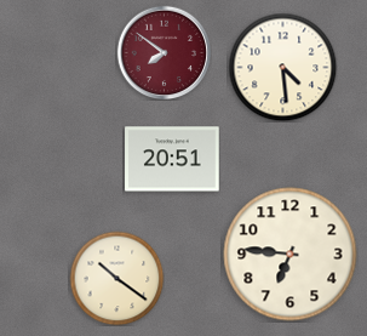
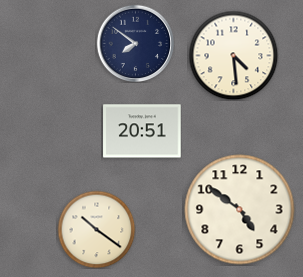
clock at (164, 52) dial: burgundy -> navy
clock at (291, 255): 6:46 -> 4:51
